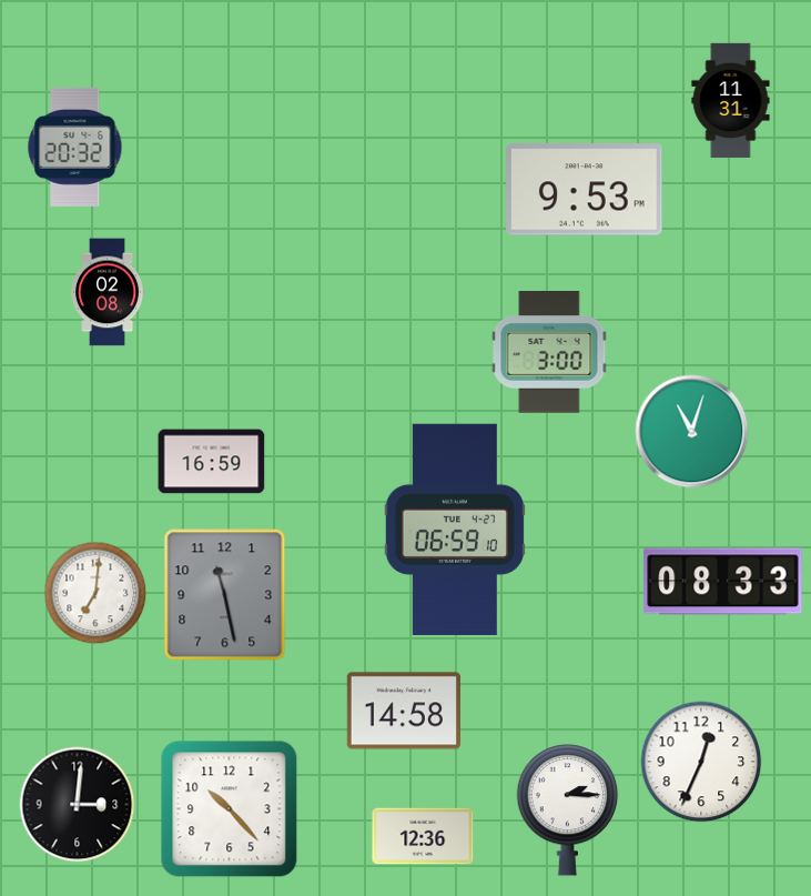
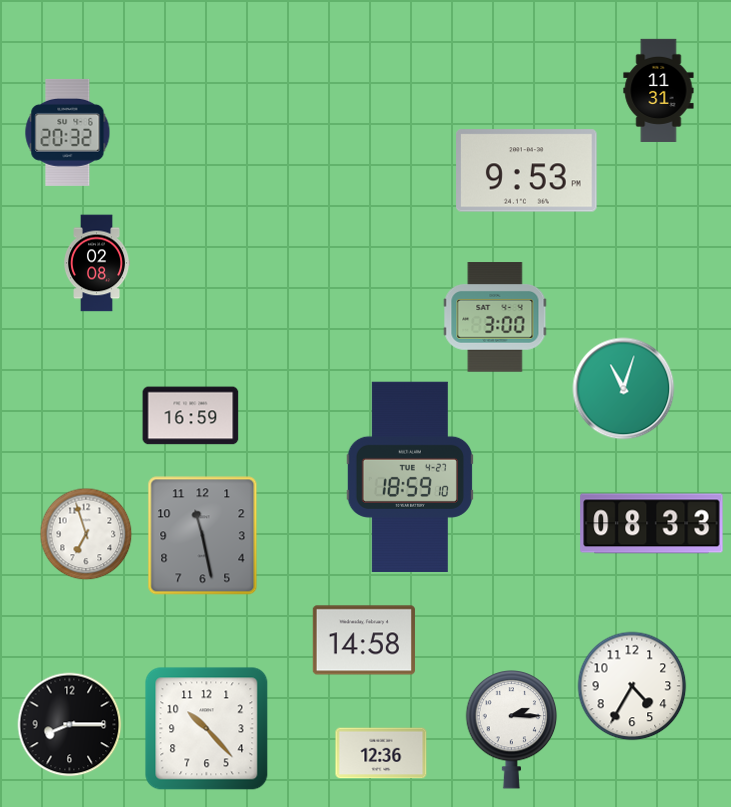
clock at (454, 528): 06:59 -> 18:59
clock at (95, 593): 7:01 -> 6:57
clock at (701, 762): 12:34 -> 4:35
clock at (78, 805): 3:01 -> 8:15
